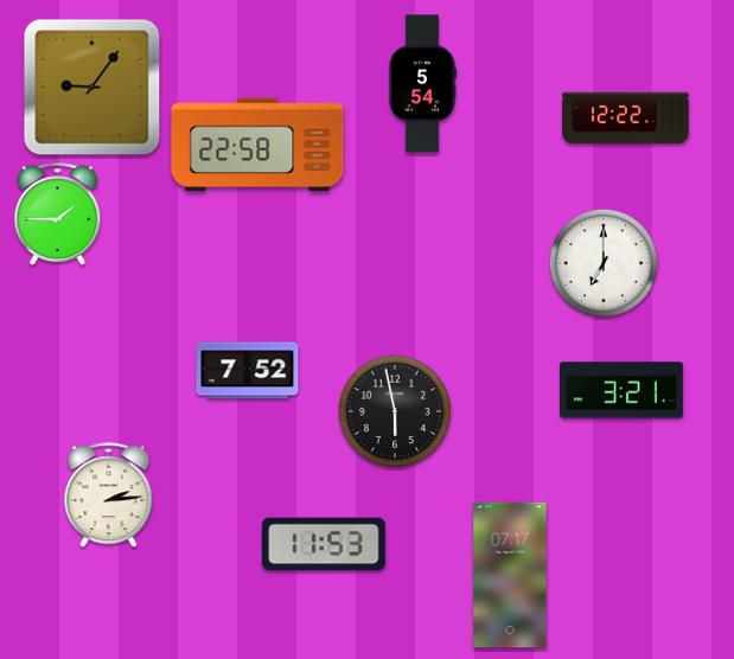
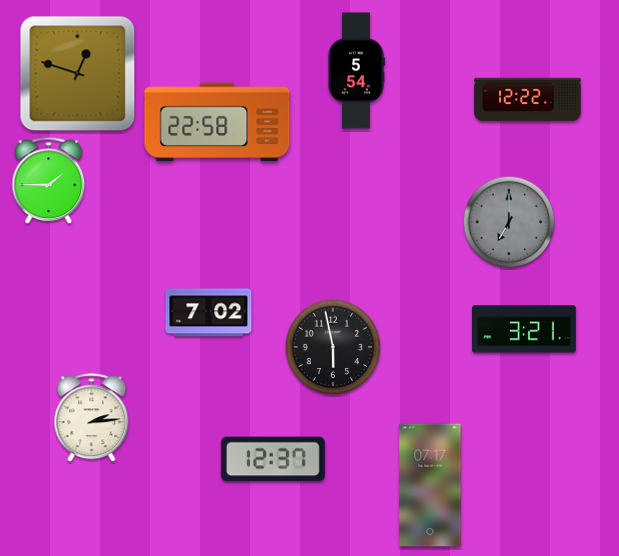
clock at (92, 88): 9:06 -> 12:48
clock at (604, 263) dial: white -> grey
clock at (248, 371): 7:52 -> 7:02
clock at (324, 544): 11:53 -> 12:37
